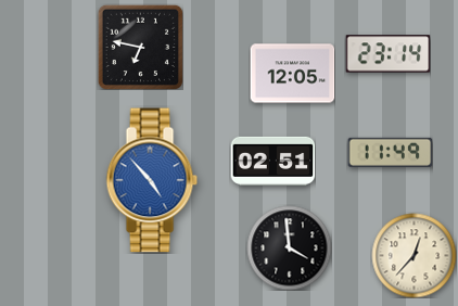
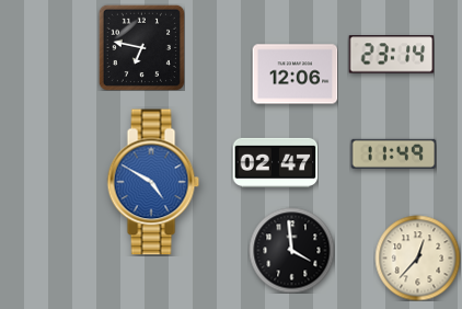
clock at (292, 74): 12:05 -> 12:06
clock at (272, 161): 02:51 -> 02:47
clock at (152, 180): 4:53 -> 4:50
